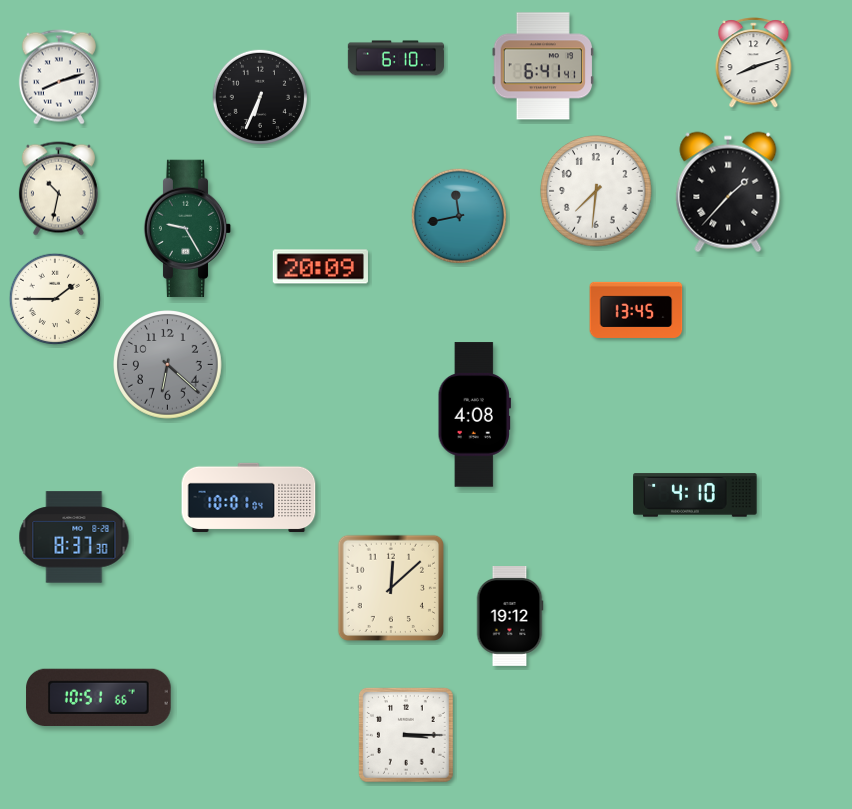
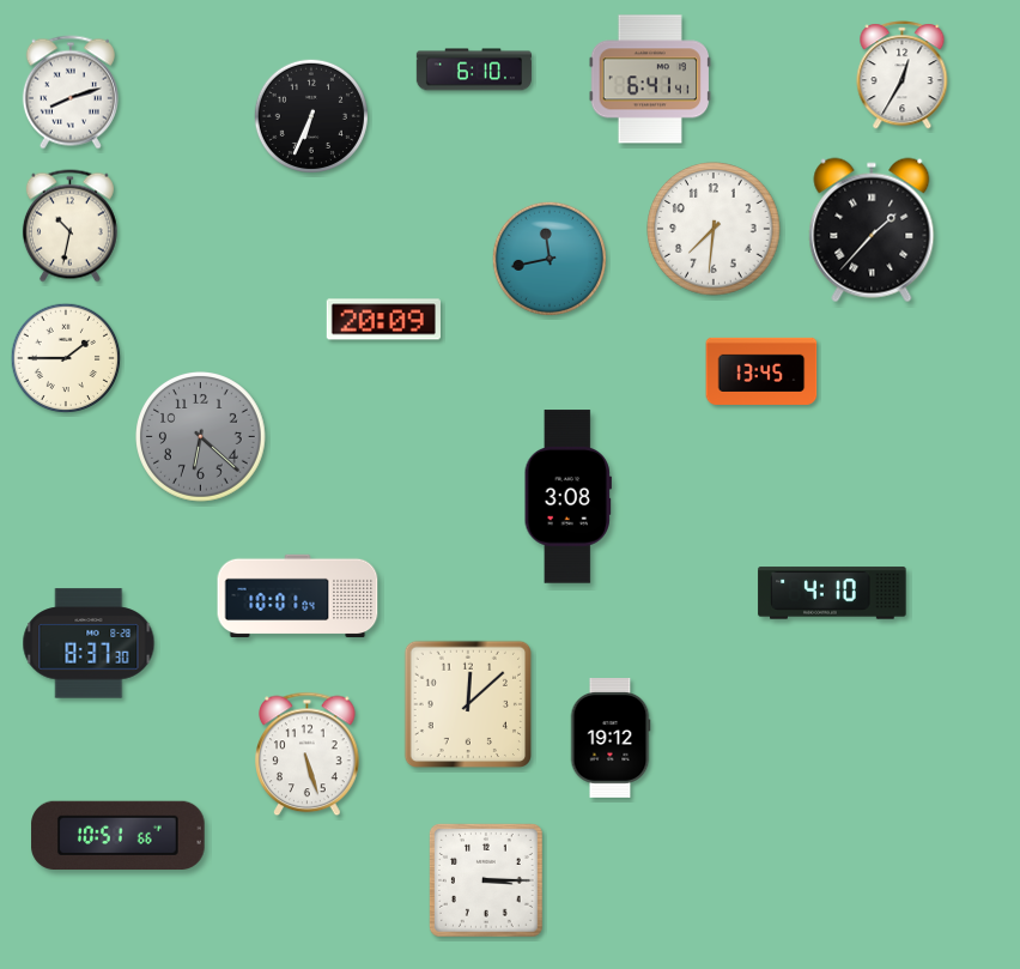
clock at (754, 63): 8:12 -> 12:35
clock at (188, 229): 9:25 -> none
clock at (474, 415): 4:08 -> 3:08
clock at (308, 755): none -> 5:27
